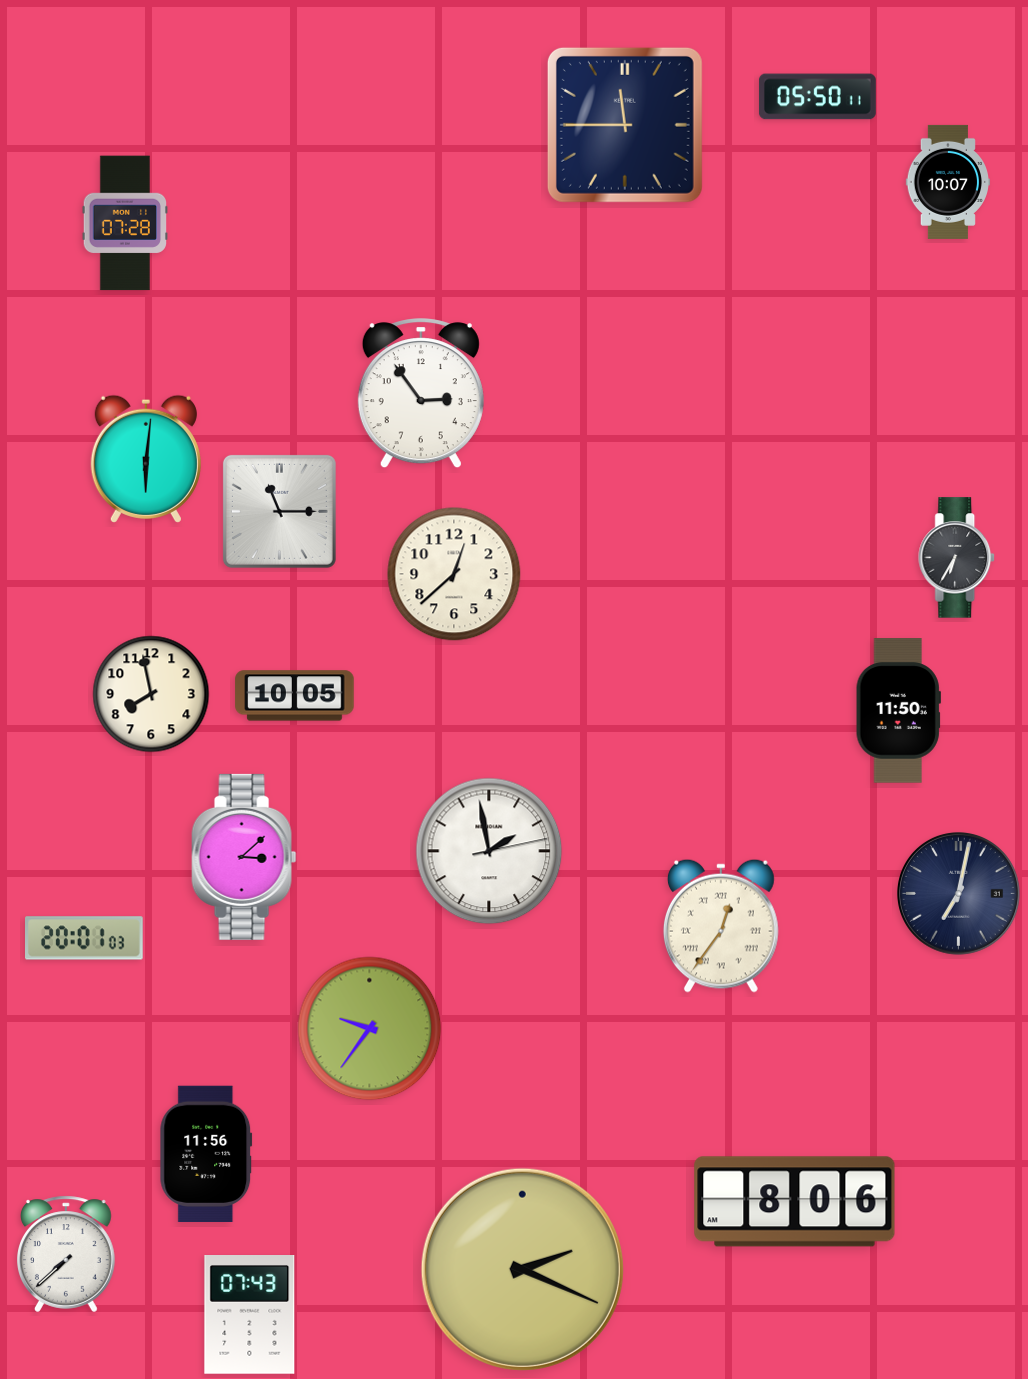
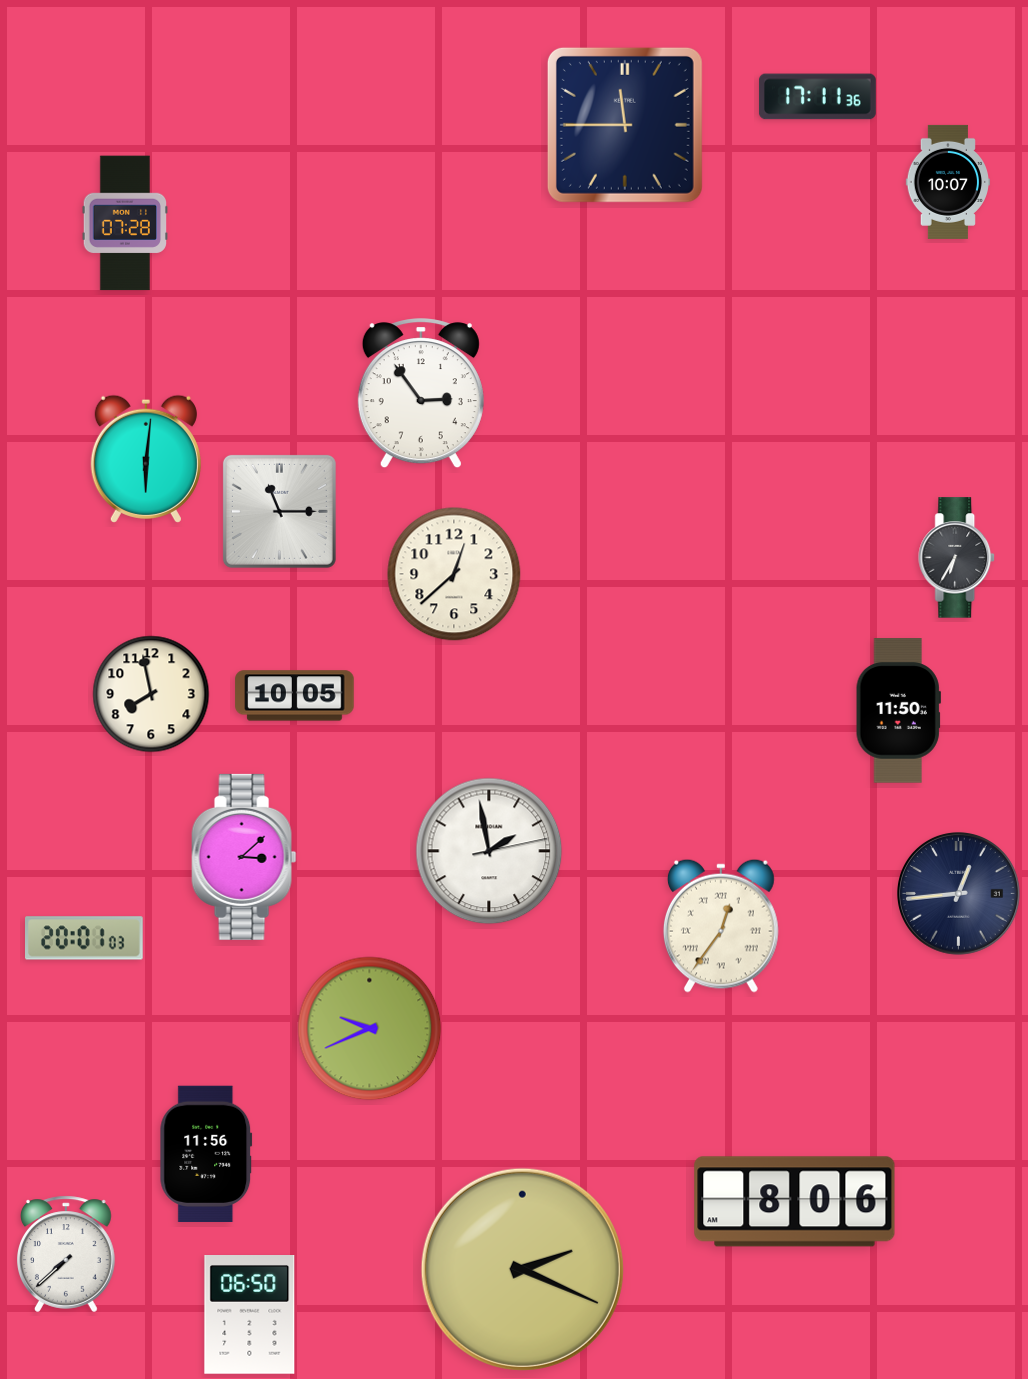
clock at (817, 97): 05:50 -> 17:11
clock at (959, 894): 7:02 -> 12:44
clock at (370, 1029): 9:36 -> 9:41
clock at (250, 1315): 07:43 -> 06:50
